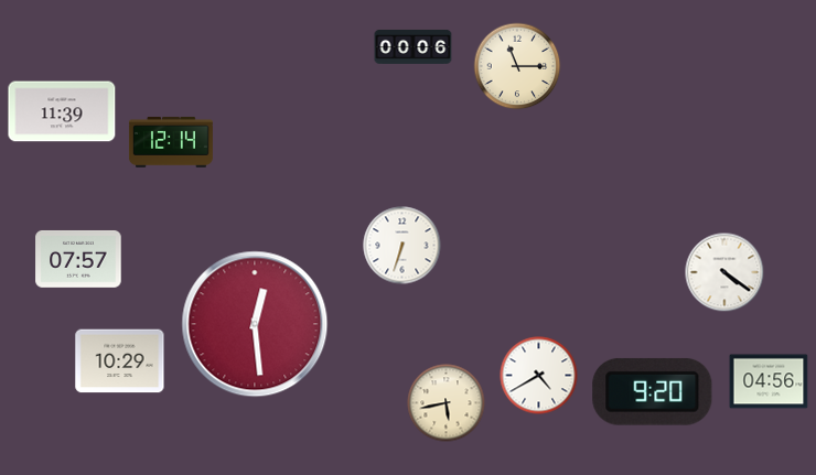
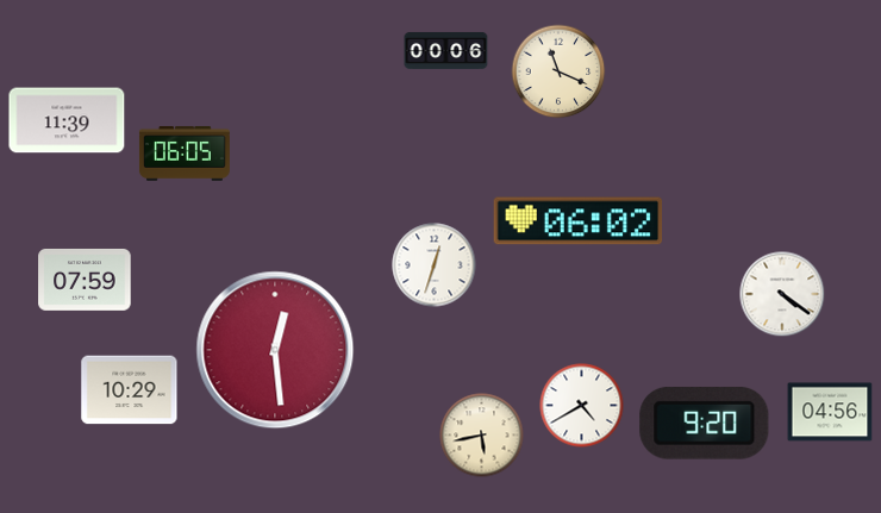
clock at (517, 66): 11:15 -> 11:19
clock at (171, 142): 12:14 -> 06:05
clock at (579, 221): none -> 06:02
clock at (402, 246): 6:33 -> 12:33
clock at (78, 259): 07:57 -> 07:59
